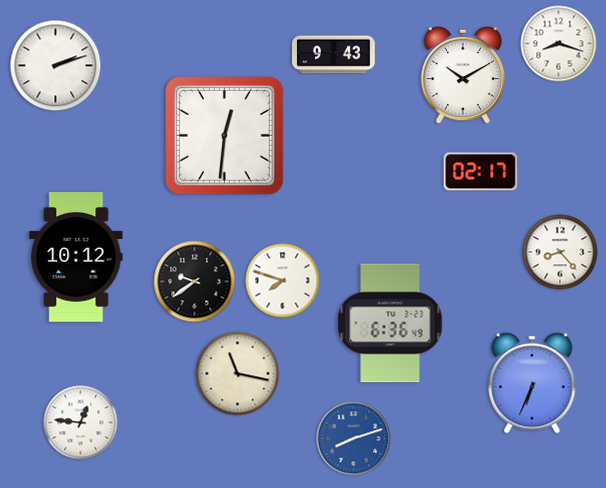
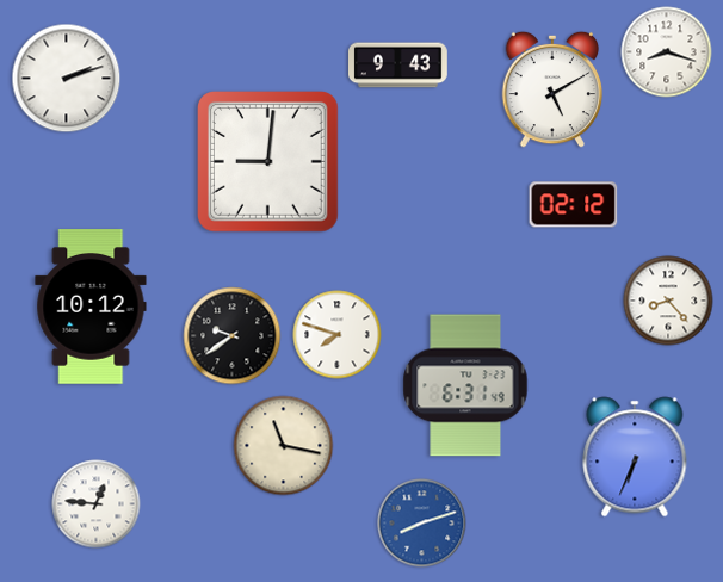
clock at (463, 75): 10:10 -> 5:10
clock at (225, 136): 12:31 -> 9:01
clock at (481, 172): 02:17 -> 02:12
clock at (390, 323): 6:36 -> 6:31
